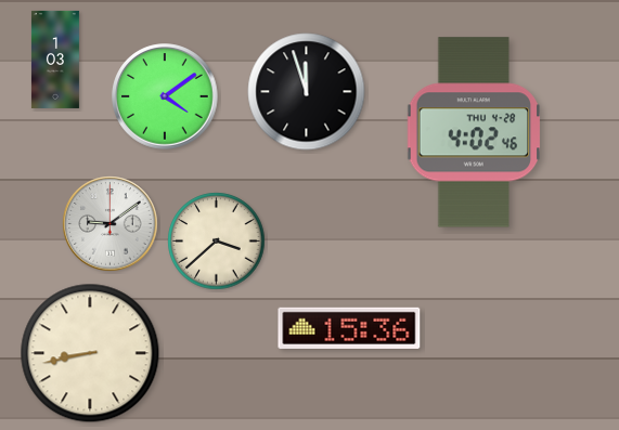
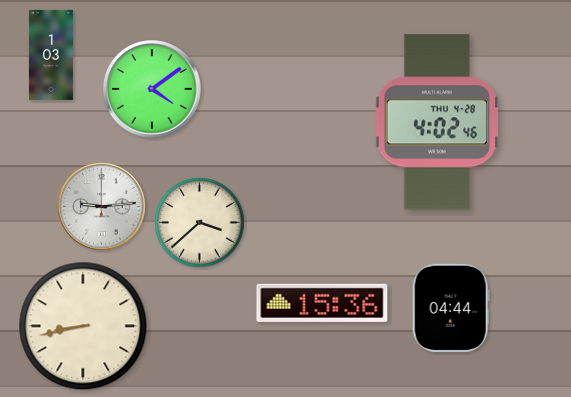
clock at (307, 92): 11:57 -> none
clock at (111, 224): 9:09 -> 9:14
clock at (451, 308): none -> 04:44
